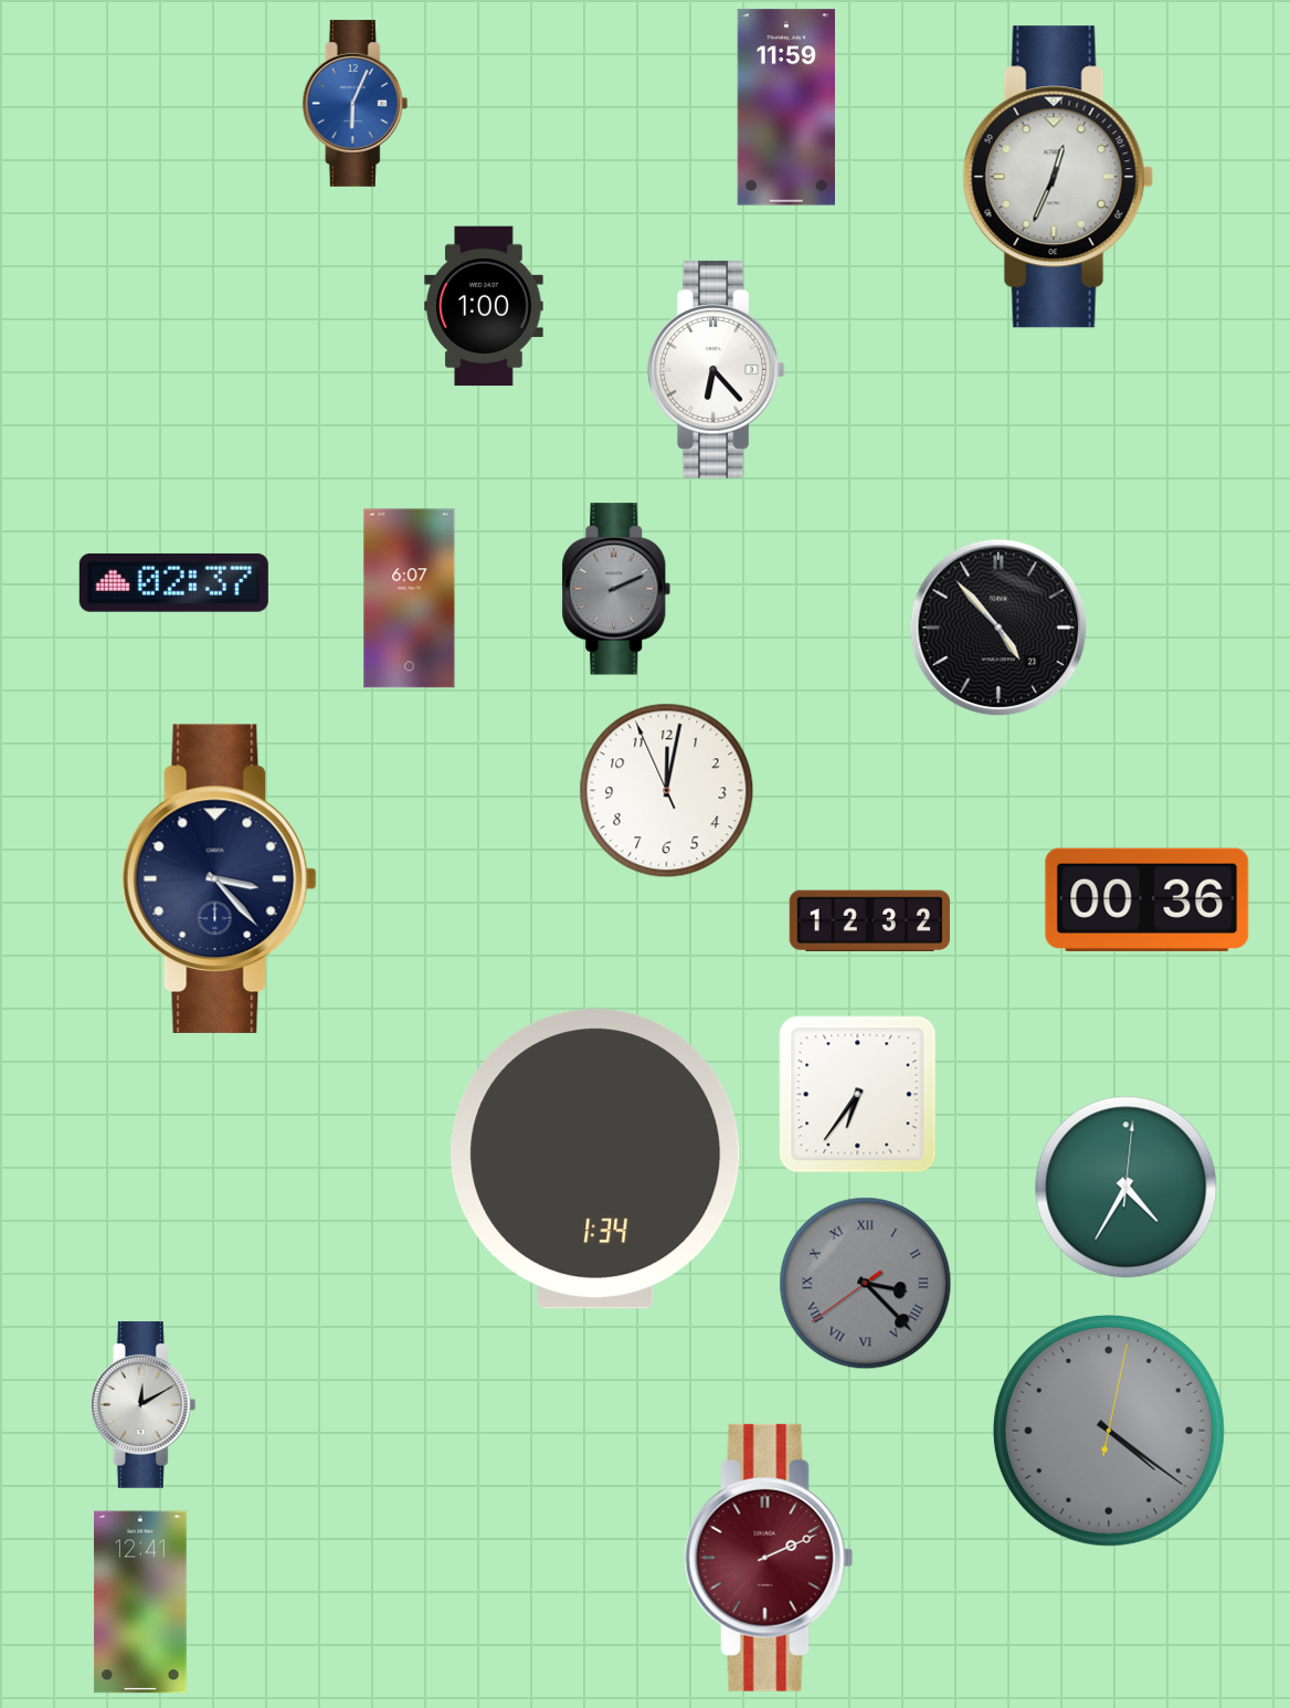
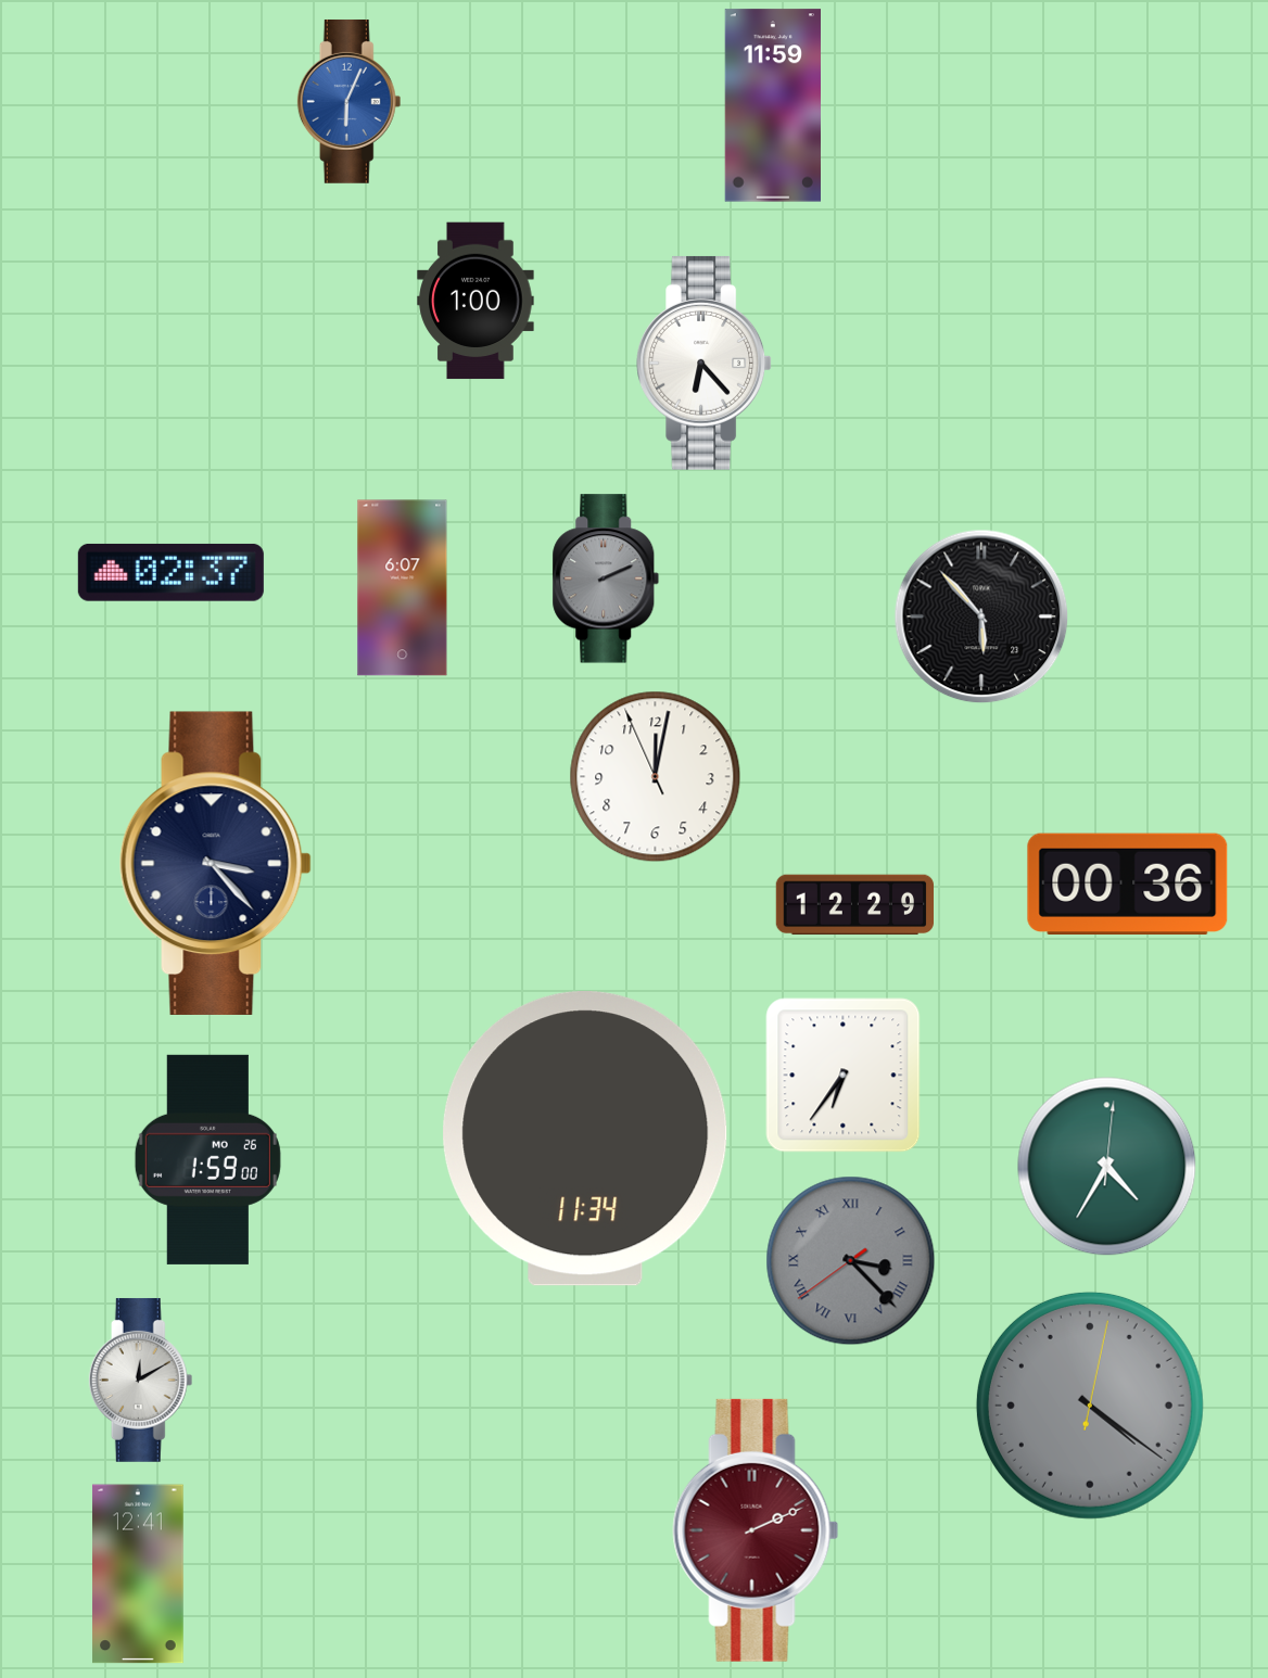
clock at (1058, 177): 12:34 -> none
clock at (998, 628): 4:53 -> 5:53
clock at (869, 921): 12:32 -> 12:29
clock at (595, 1159): 1:34 -> 11:34
clock at (207, 1159): none -> 1:59
